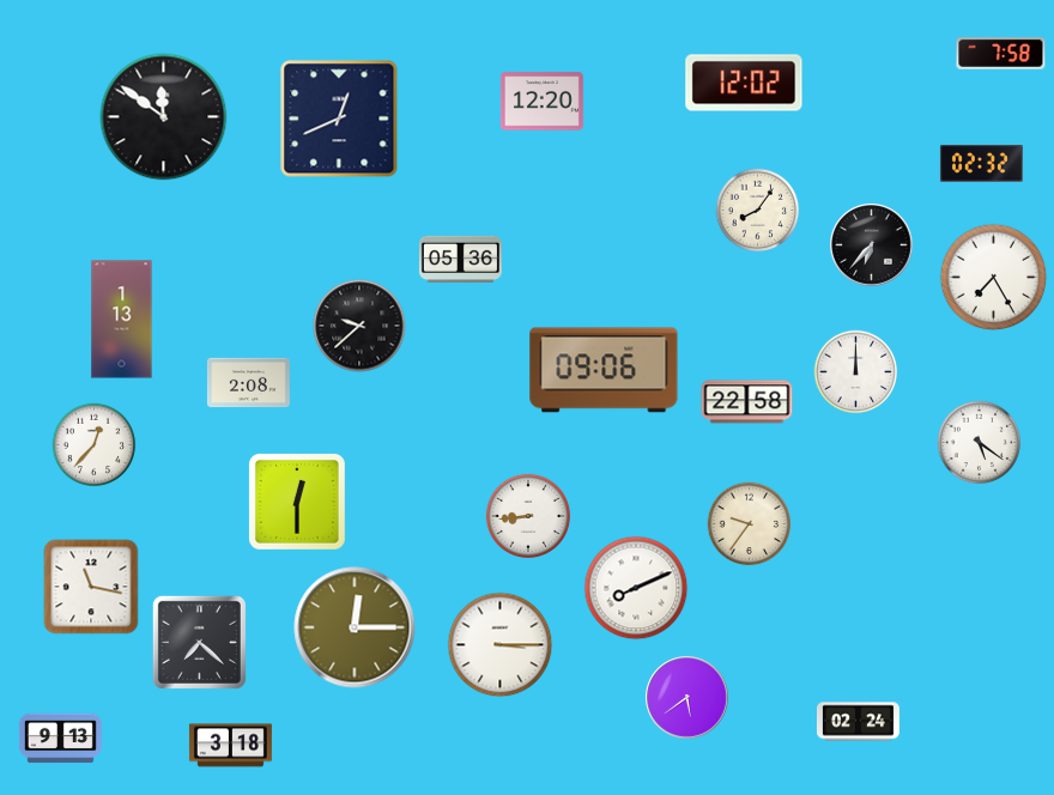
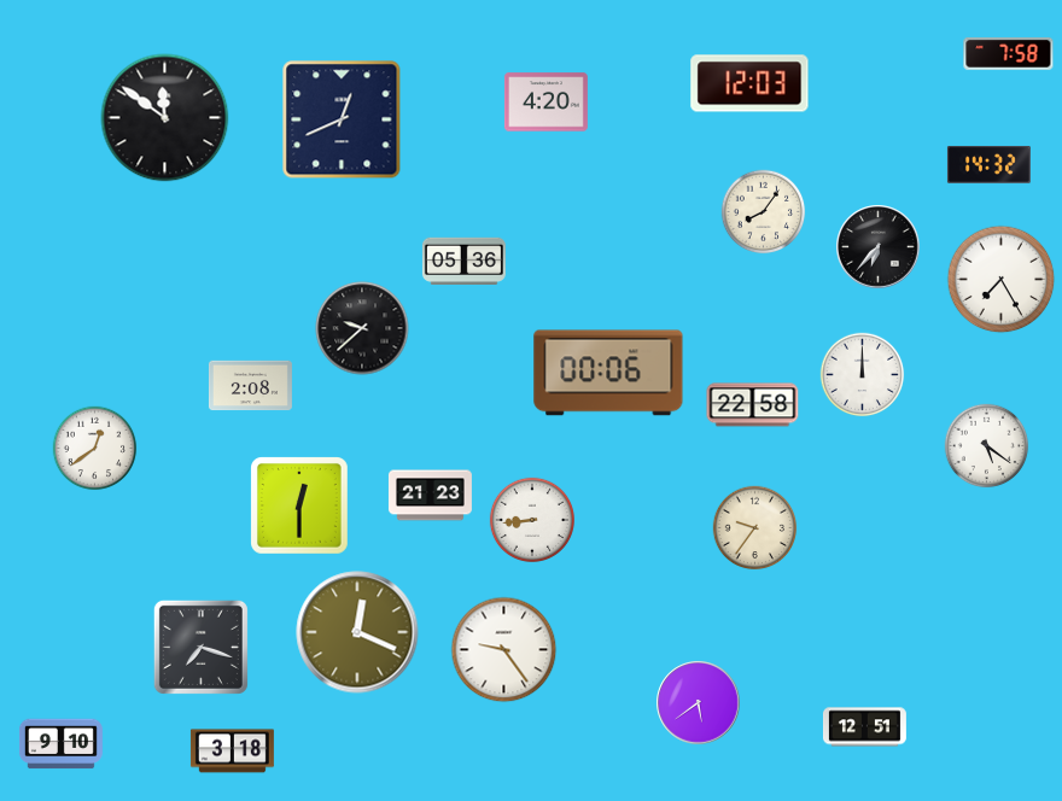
clock at (744, 83): 12:02 -> 12:03
clock at (541, 102): 12:20 -> 4:20
clock at (981, 163): 02:32 -> 14:32
clock at (122, 320): 1:13 -> none
clock at (604, 370): 09:06 -> 00:06
clock at (95, 445): 12:37 -> 12:39
clock at (430, 496): none -> 21:23
clock at (91, 587): 11:17 -> none
clock at (636, 588): 8:11 -> none
clock at (355, 627): 12:15 -> 12:19
clock at (199, 642): 7:22 -> 7:18
clock at (501, 645): 3:15 -> 9:24
clock at (687, 698) position: (687, 698) -> (699, 703)
clock at (858, 722): 02:24 -> 12:51
clock at (60, 739): 9:13 -> 9:10
